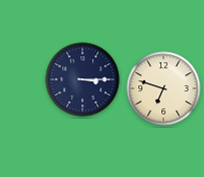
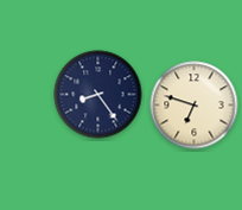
clock at (83, 80): 3:15 -> 8:24
